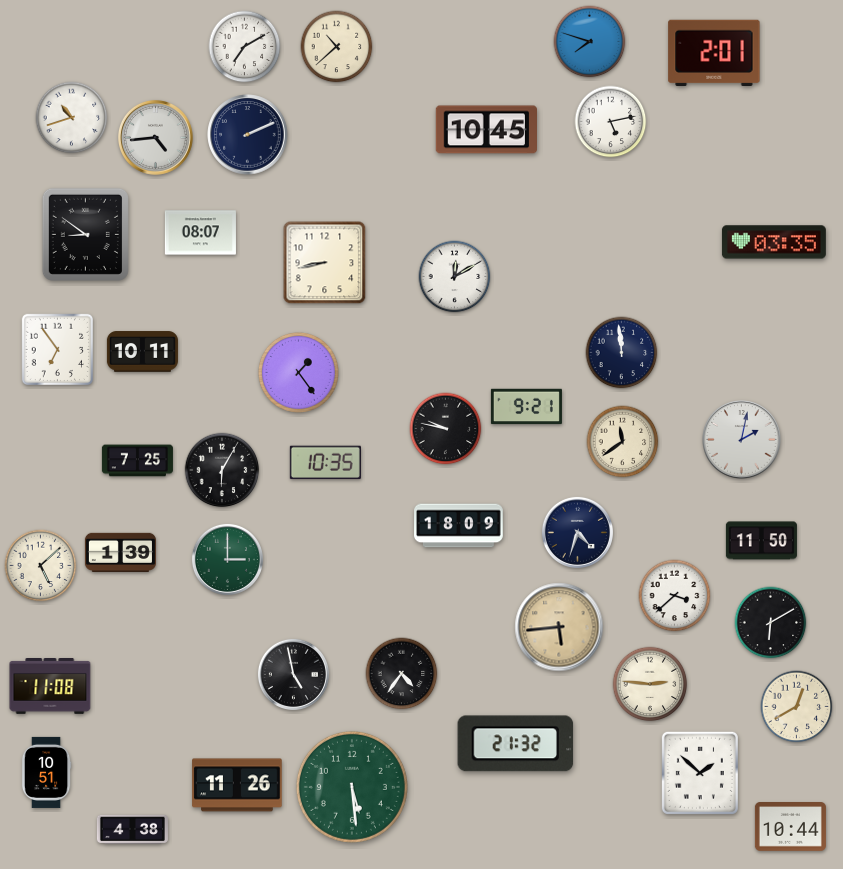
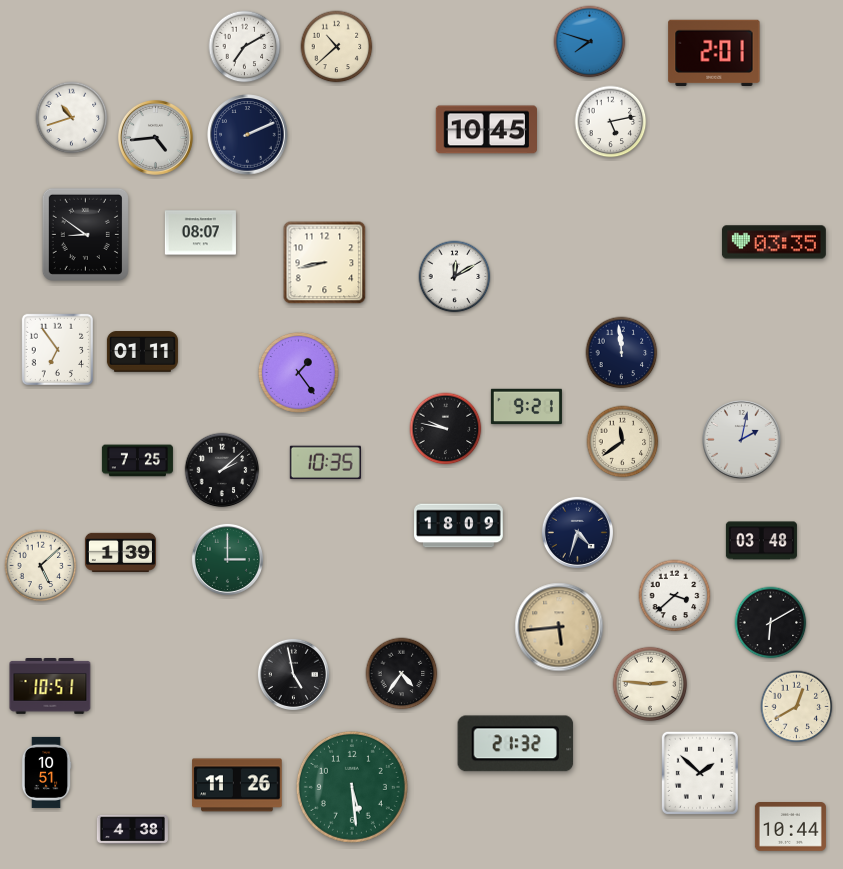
clock at (142, 352): 10:11 -> 01:11
clock at (222, 470): 6:05 -> 2:08
clock at (761, 541): 11:50 -> 03:48
clock at (50, 687): 11:08 -> 10:51
